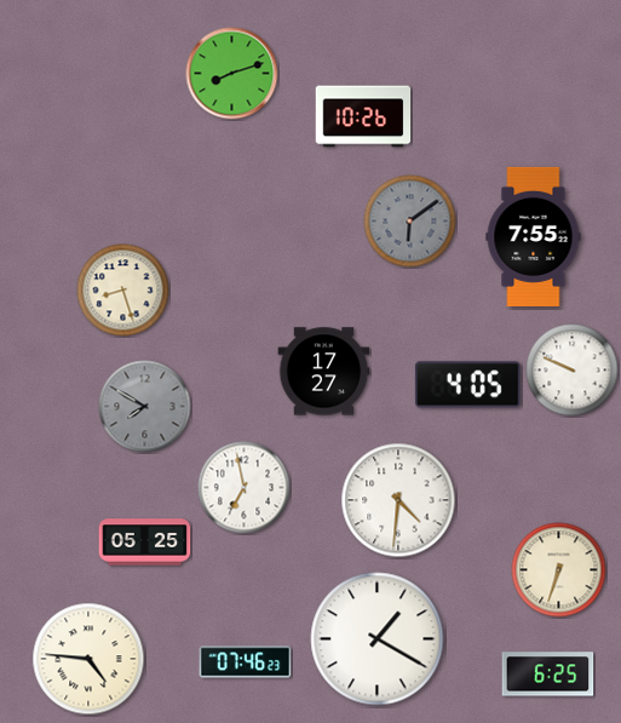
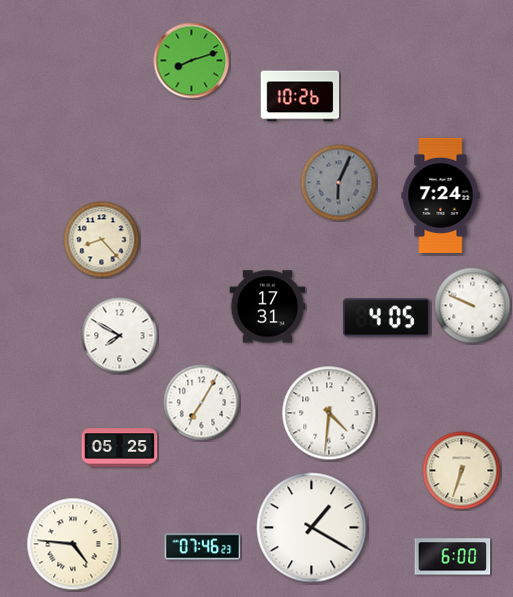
clock at (410, 222): 6:09 -> 6:04
clock at (534, 236): 7:55 -> 7:24
clock at (123, 291): 8:27 -> 8:23
clock at (324, 372): 17:27 -> 17:31
clock at (145, 407) dial: grey -> white
clock at (245, 488): 6:58 -> 7:05
clock at (548, 675): 6:25 -> 6:00
